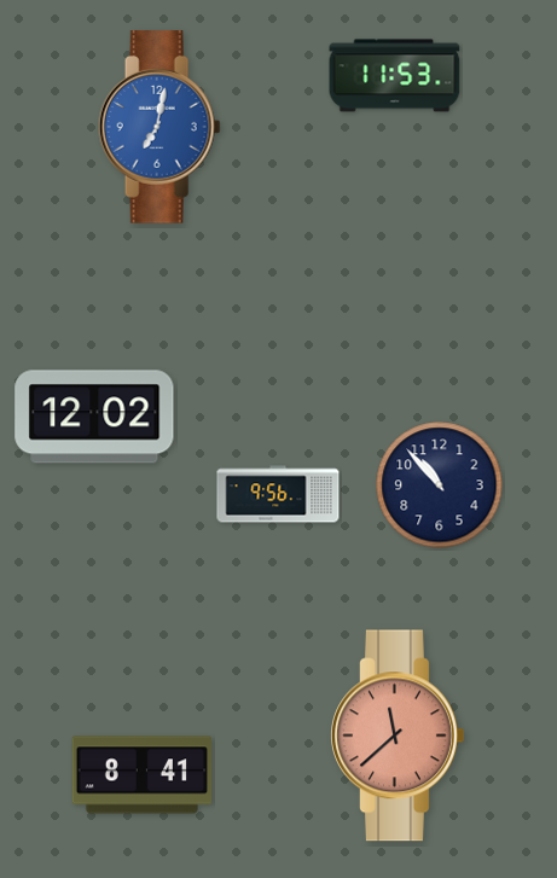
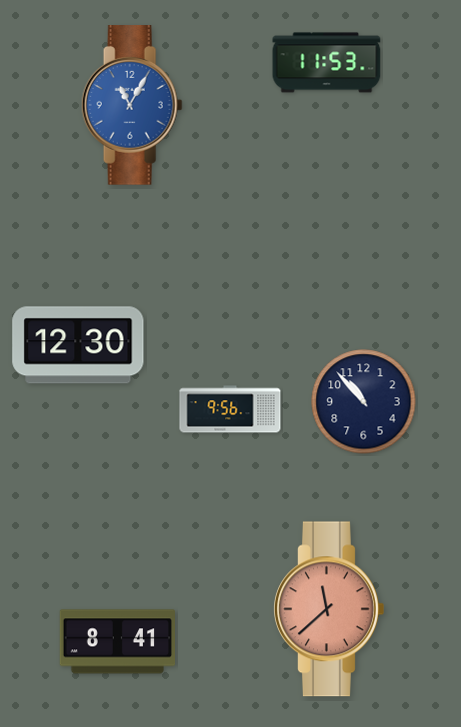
clock at (159, 127): 7:02 -> 11:05
clock at (94, 417): 12:02 -> 12:30
